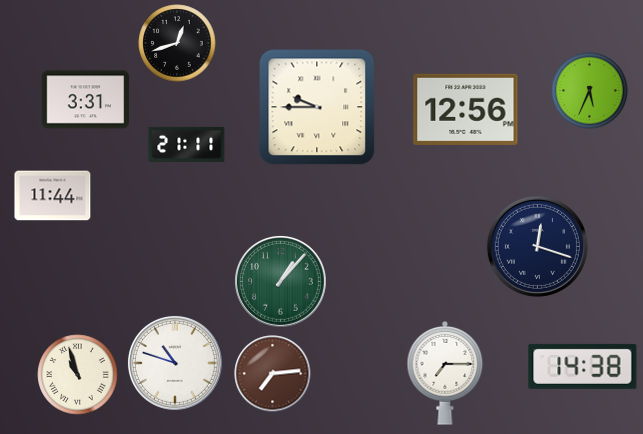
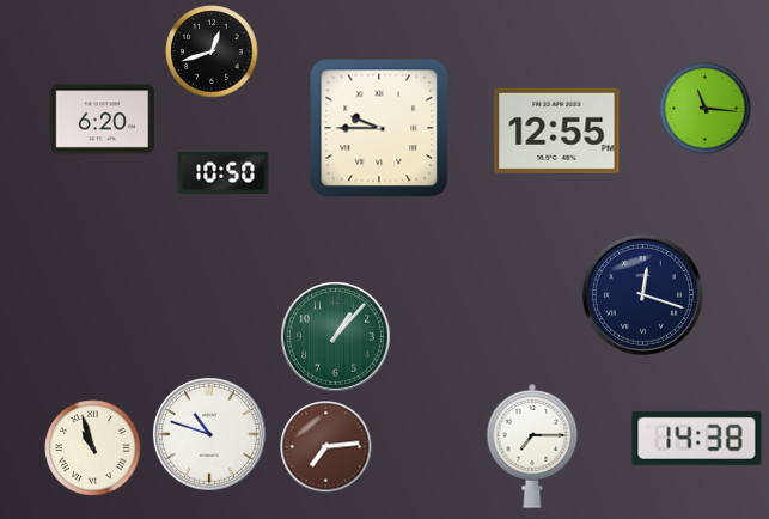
clock at (590, 91): 5:34 -> 11:16
clock at (86, 100): 3:31 -> 6:20
clock at (466, 109): 12:56 -> 12:55
clock at (187, 144): 21:11 -> 10:50
clock at (53, 196): 11:44 -> none
